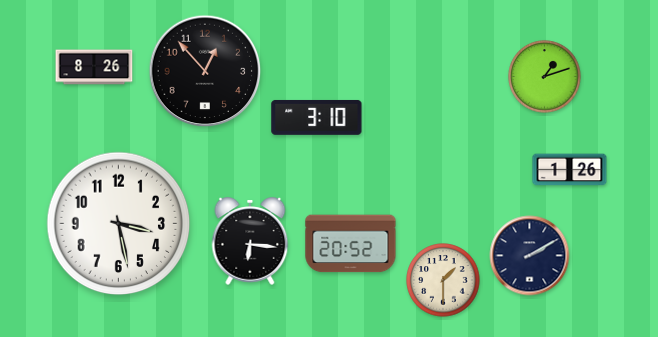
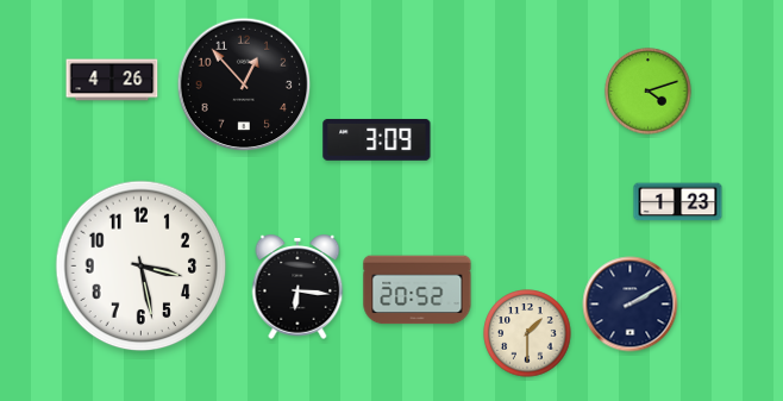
clock at (94, 67): 8:26 -> 4:26
clock at (545, 77): 1:12 -> 4:12
clock at (317, 117): 3:10 -> 3:09
clock at (570, 170): 1:26 -> 1:23
